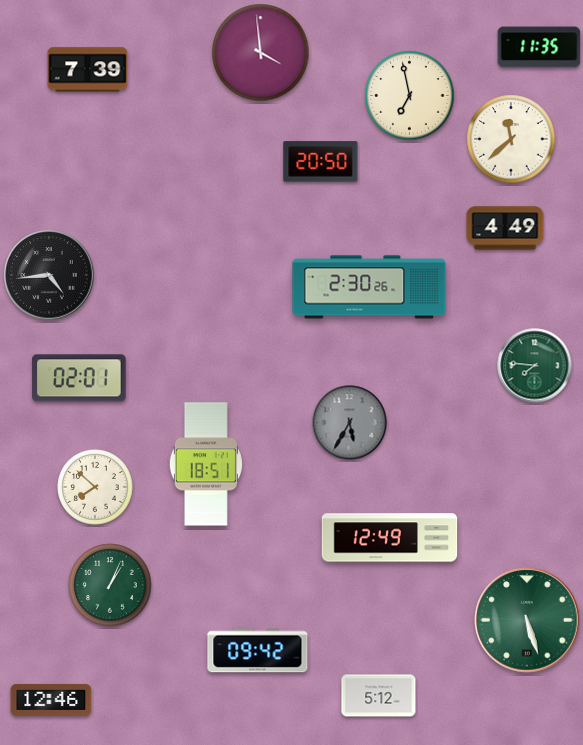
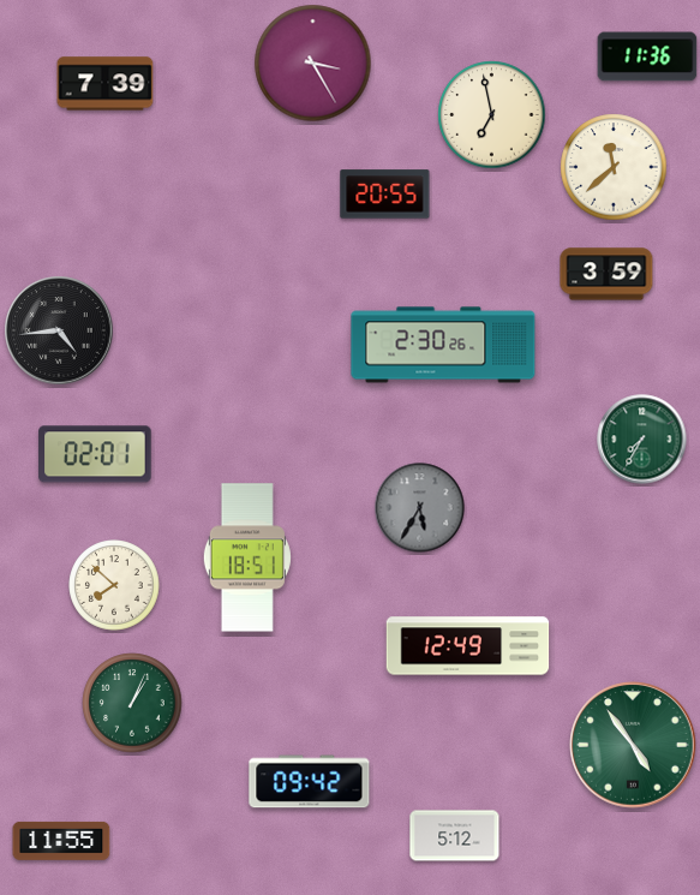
clock at (539, 47): 11:35 -> 11:36
clock at (261, 53): 3:59 -> 3:25
clock at (321, 162): 20:50 -> 20:55
clock at (505, 228): 4:49 -> 3:59
clock at (535, 366): 7:46 -> 7:35
clock at (527, 620): 5:27 -> 4:54
clock at (51, 700): 12:46 -> 11:55
